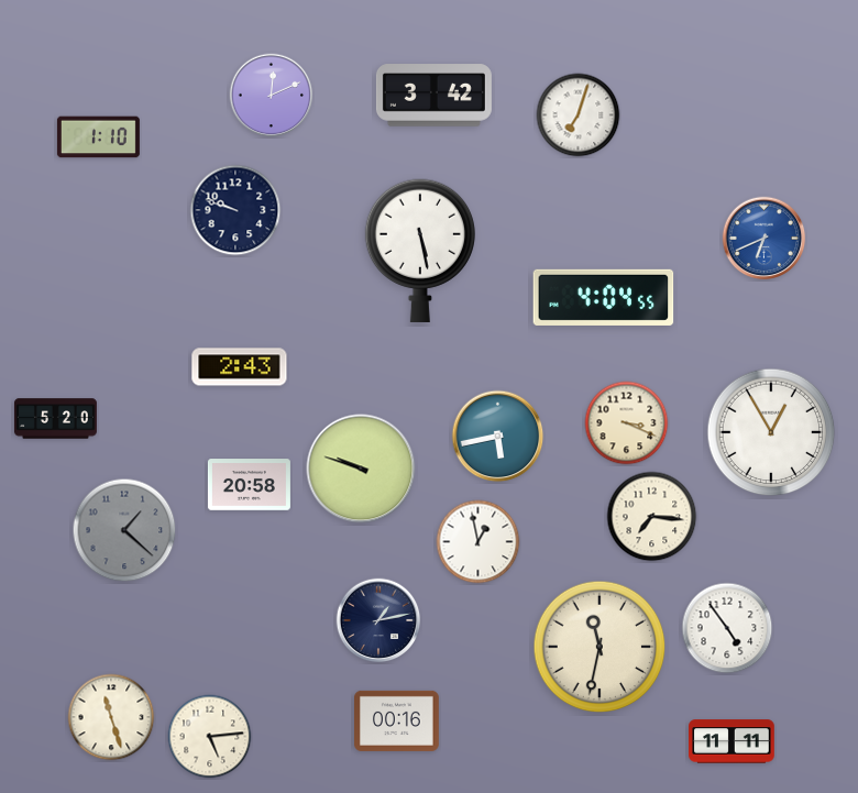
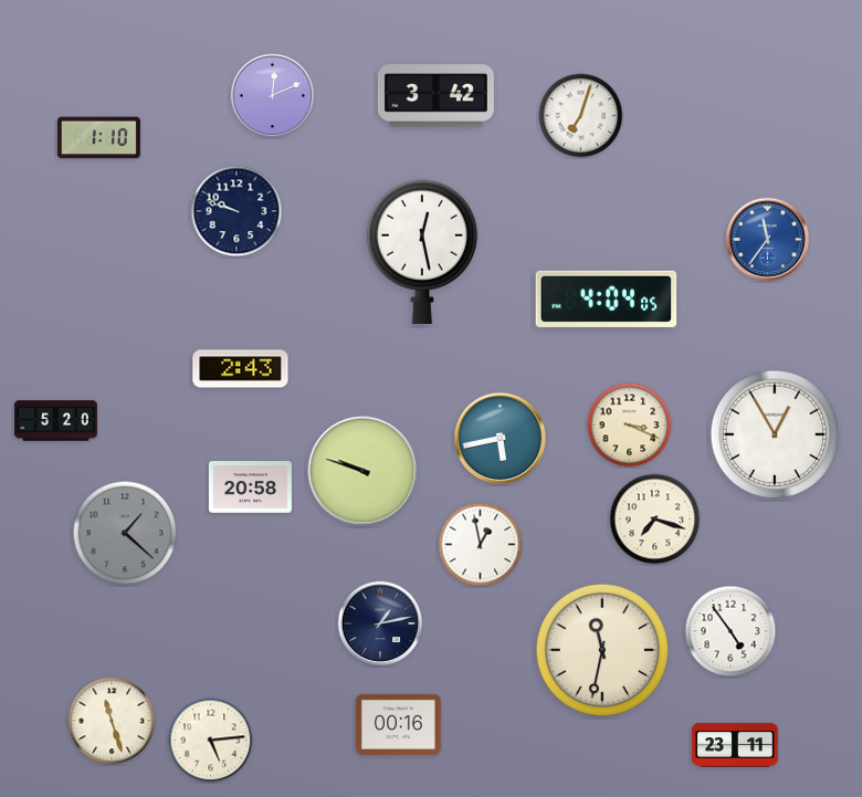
clock at (765, 239): 6:41 -> 11:36
clock at (420, 251): 5:28 -> 12:28
clock at (604, 297): 4:04:55 -> 4:04:05
clock at (652, 517): 7:16 -> 7:18
clock at (732, 741): 11:11 -> 23:11
